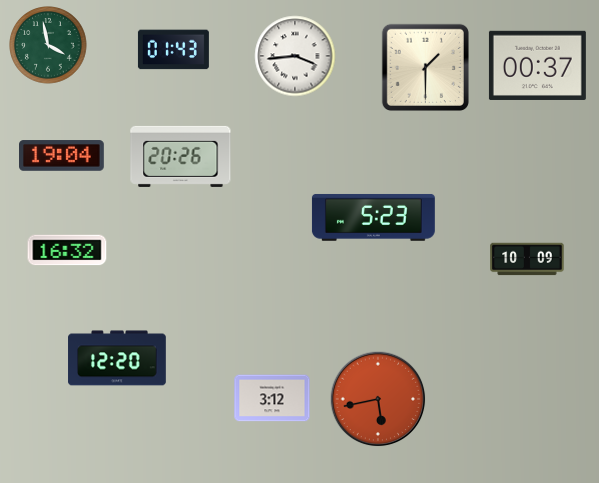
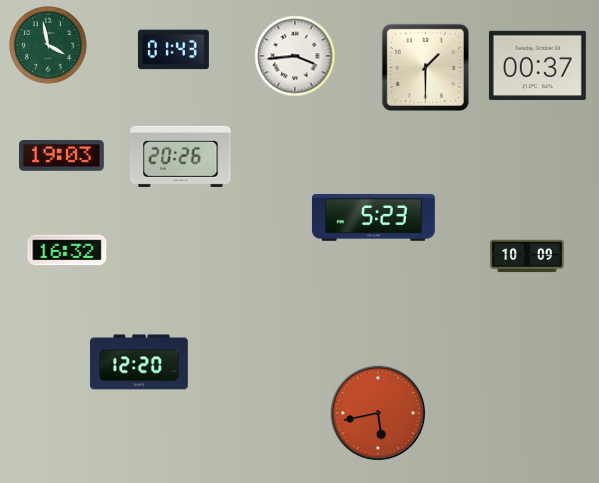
clock at (62, 156): 19:04 -> 19:03
clock at (527, 259) position: (527, 259) -> (527, 256)
clock at (117, 358) position: (117, 358) -> (139, 362)
clock at (272, 398): 3:12 -> none
clock at (378, 399) position: (378, 399) -> (378, 413)
